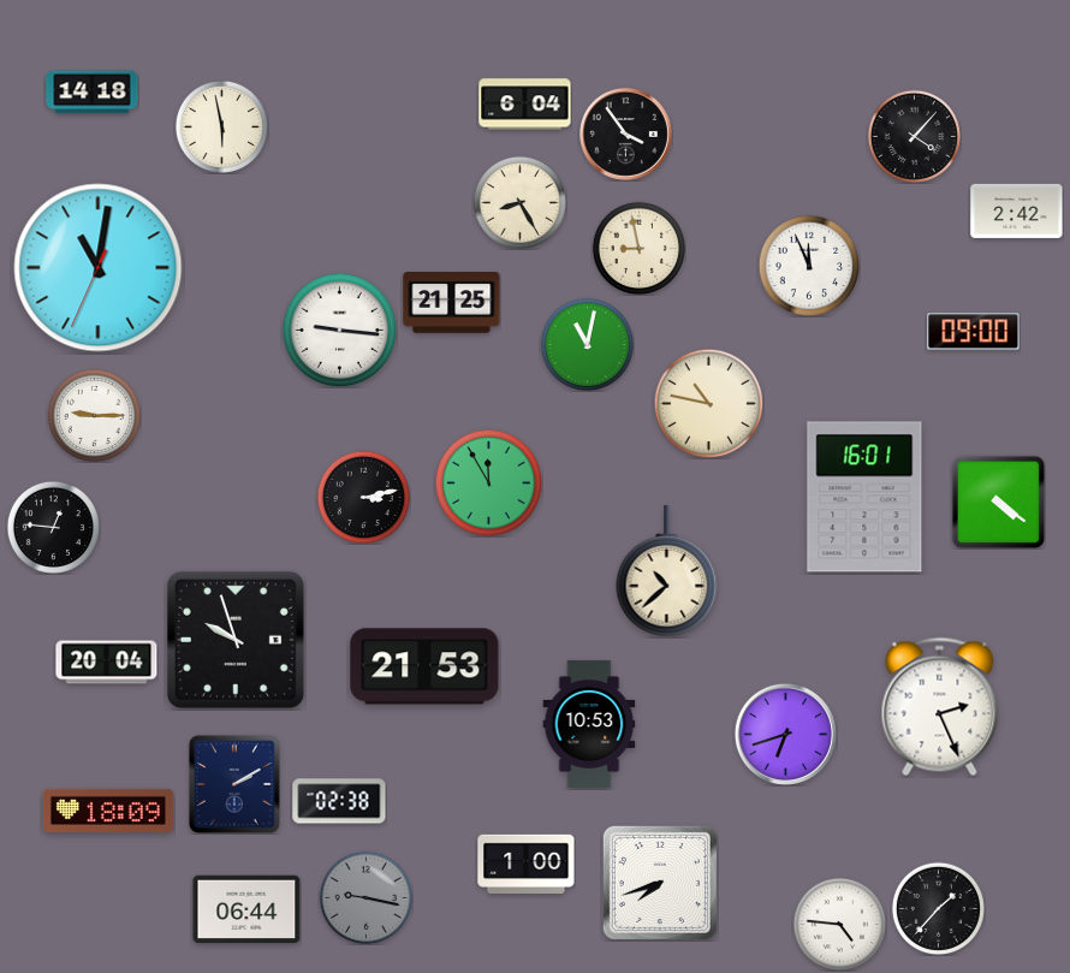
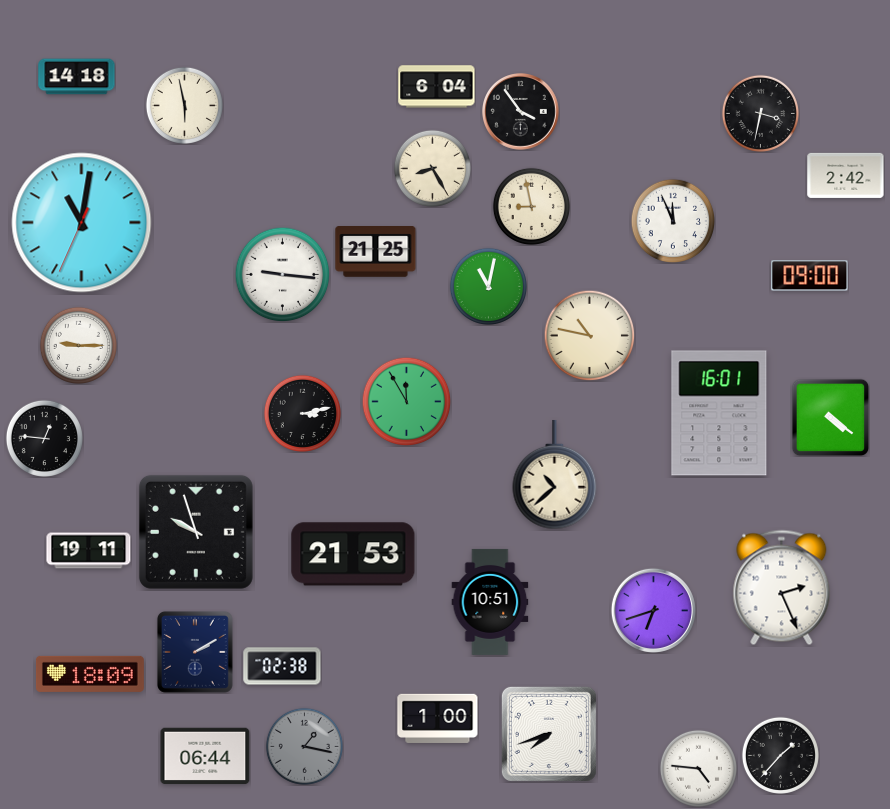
clock at (914, 136): 4:07 -> 3:32
clock at (107, 663): 20:04 -> 19:11
clock at (589, 724): 10:53 -> 10:51
clock at (365, 897): 9:17 -> 1:17
